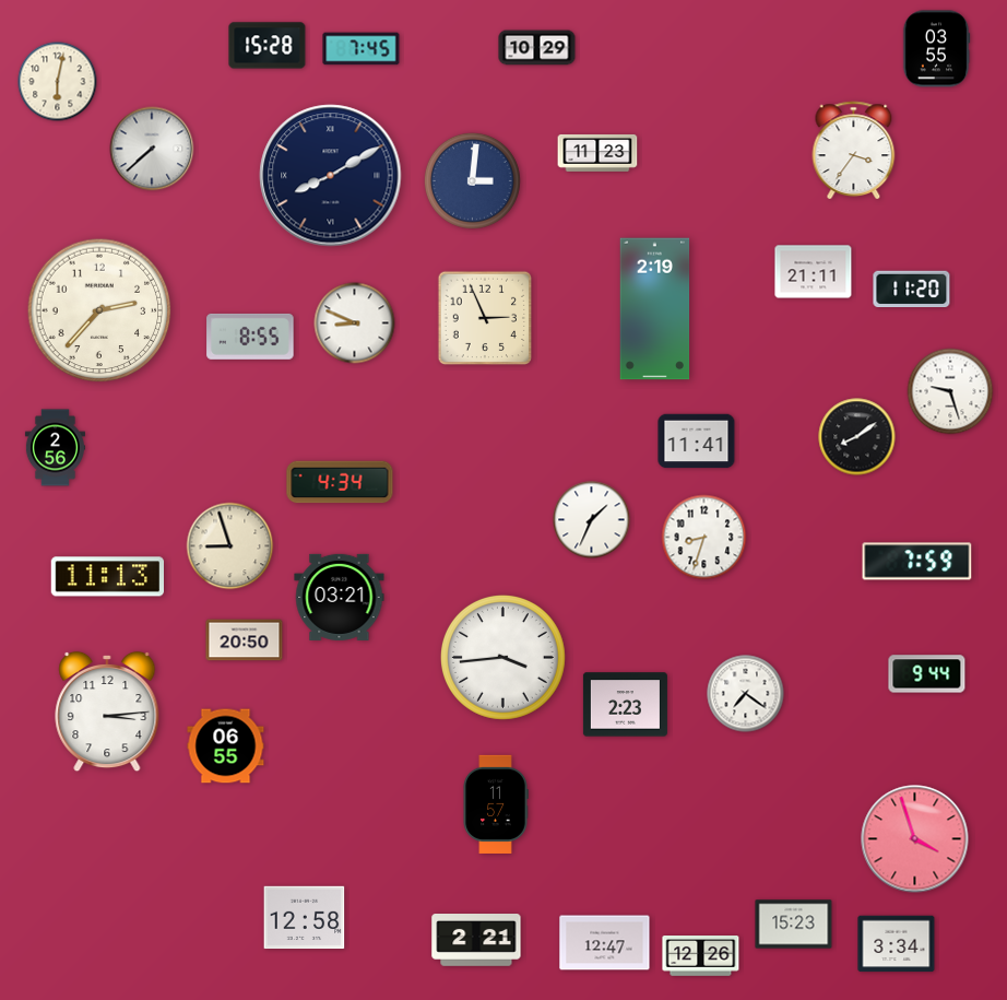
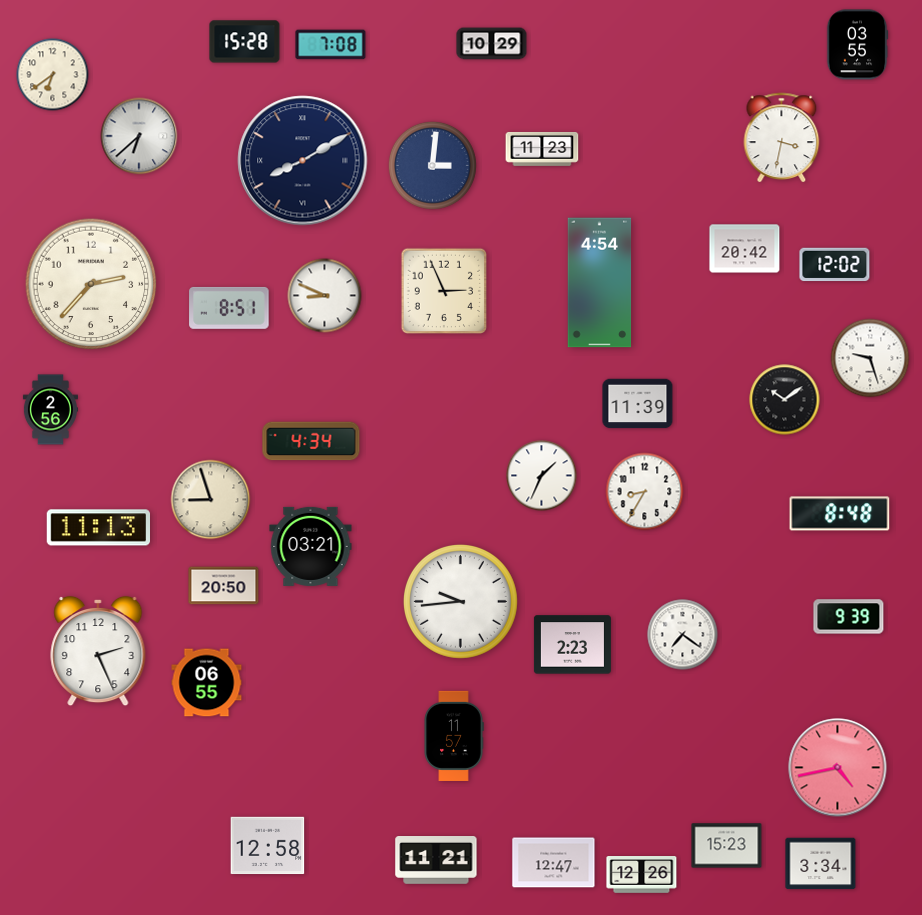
clock at (362, 49): 7:45 -> 7:08
clock at (58, 82): 6:02 -> 6:39
clock at (152, 149): 7:38 -> 6:38
clock at (854, 151): 3:36 -> 3:32
clock at (597, 153) position: (597, 153) -> (542, 149)
clock at (814, 272): 21:11 -> 20:42
clock at (912, 290): 11:20 -> 12:02
clock at (655, 309): 2:19 -> 4:54
clock at (250, 337): 8:55 -> 8:51
clock at (857, 437): 8:09 -> 10:09
clock at (697, 442): 11:41 -> 11:39
clock at (704, 538): 8:33 -> 8:35
clock at (917, 562): 7:59 -> 8:48
clock at (502, 657): 3:44 -> 9:44
clock at (927, 674): 9:44 -> 9:39
clock at (107, 711): 3:14 -> 2:26
clock at (915, 839): 3:57 -> 4:43
clock at (305, 918) position: (305, 918) -> (268, 846)
clock at (476, 941): 2:21 -> 11:21
